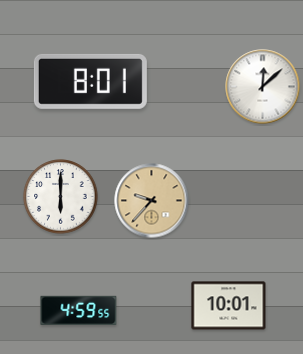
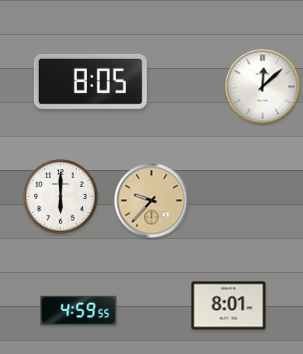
clock at (90, 81): 8:01 -> 8:05
clock at (229, 306): 10:01 -> 8:01
